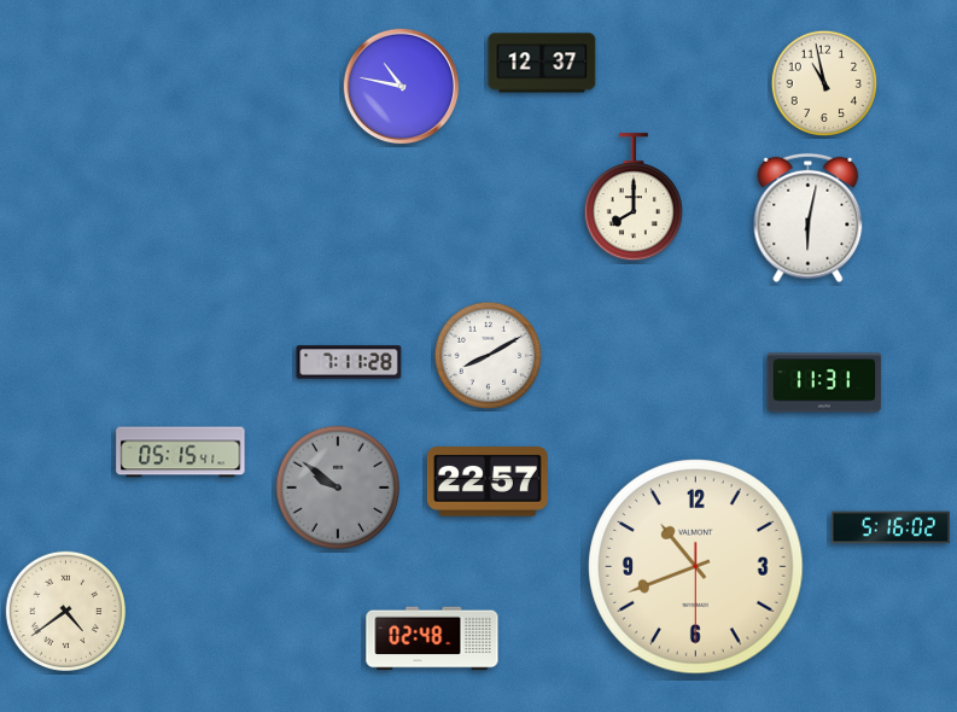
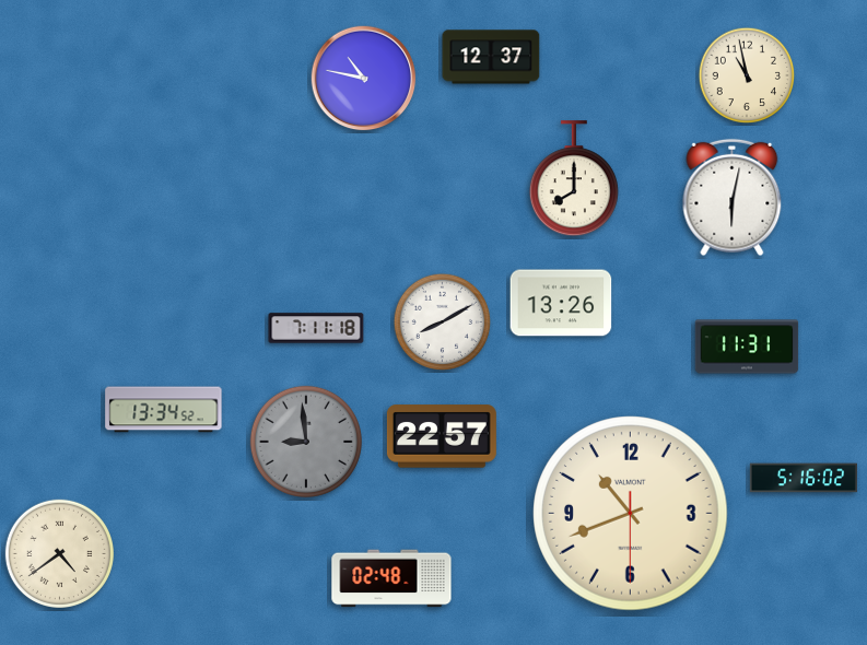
clock at (561, 303): none -> 13:26
clock at (349, 362): 7:11:28 -> 7:11:18
clock at (181, 453): 05:15 -> 13:34
clock at (338, 488): 9:51 -> 8:59
clock at (891, 527) position: (891, 527) -> (804, 478)
